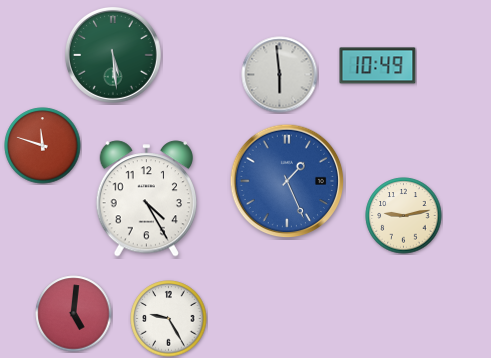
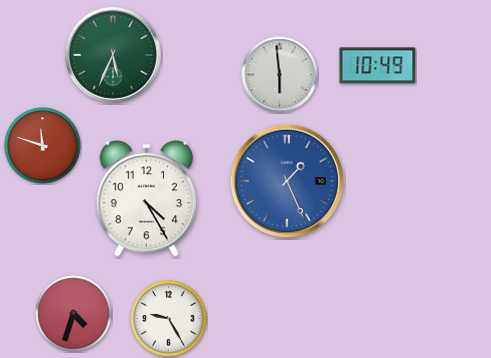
clock at (113, 55): 5:29 -> 5:34
clock at (404, 216): 9:13 -> none
clock at (74, 314): 5:01 -> 4:33
